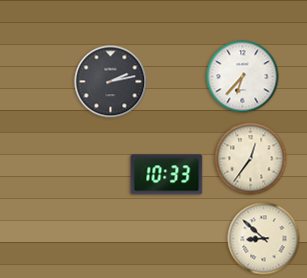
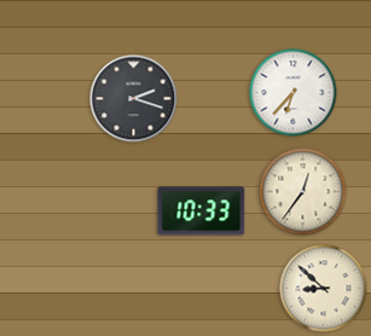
clock at (111, 82): 2:13 -> 2:18
clock at (264, 239) position: (264, 239) -> (324, 289)
